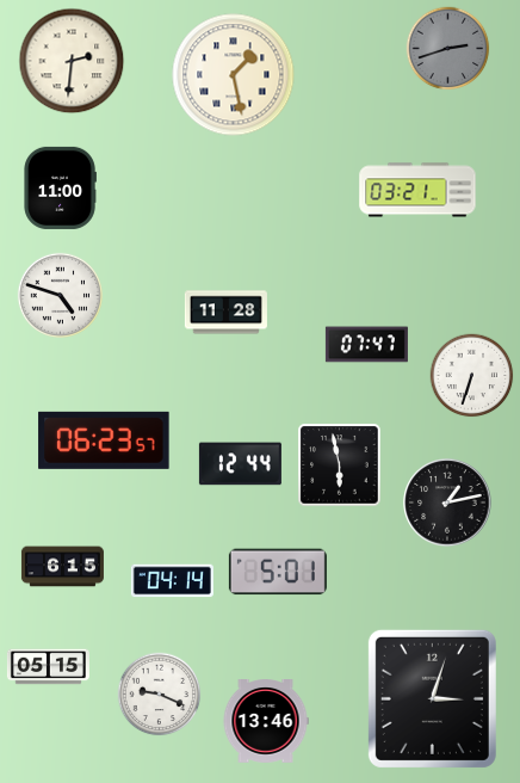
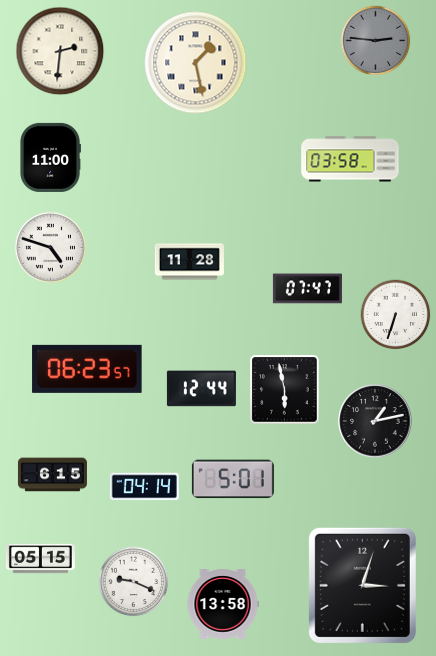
clock at (448, 49): 2:42 -> 2:46
clock at (417, 190): 03:21 -> 03:58
clock at (266, 722): 13:46 -> 13:58
